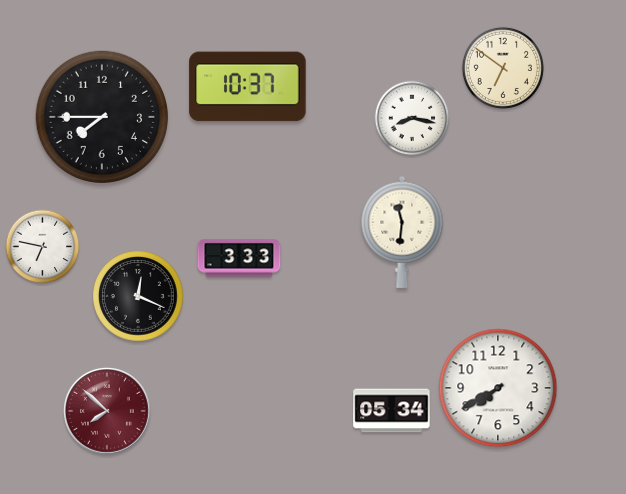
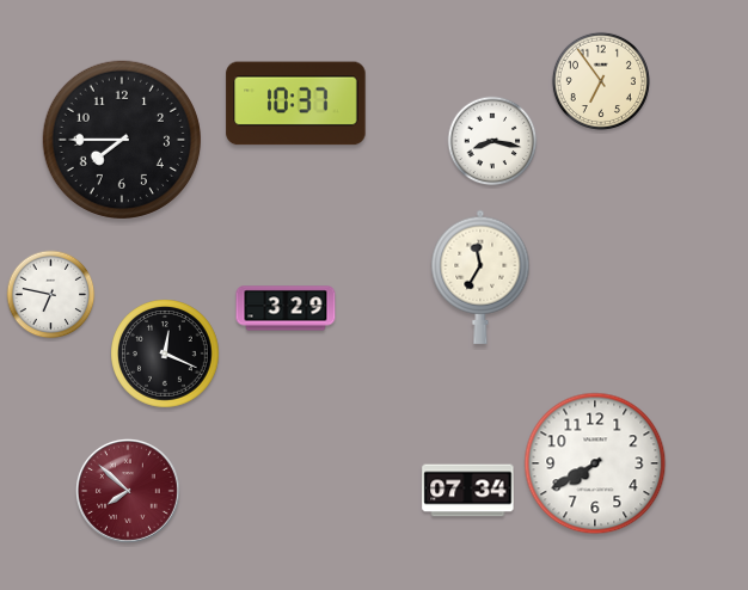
clock at (503, 68): 6:51 -> 6:54
clock at (402, 232): 11:31 -> 11:35
clock at (239, 258): 3:33 -> 3:29
clock at (392, 411): 05:34 -> 07:34
